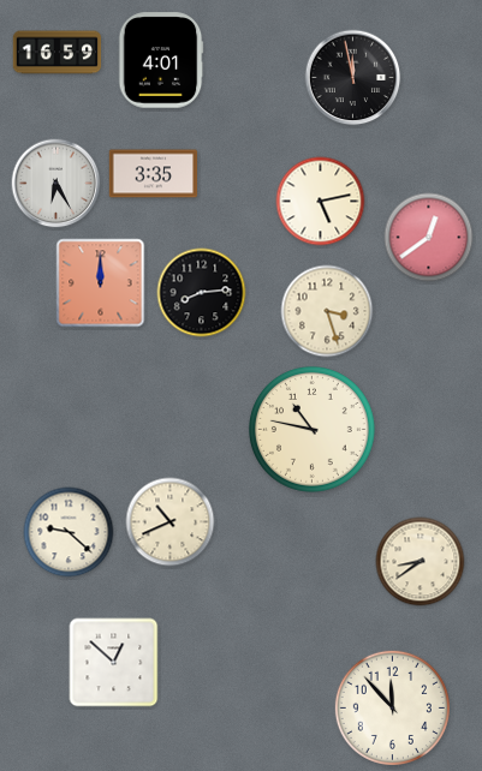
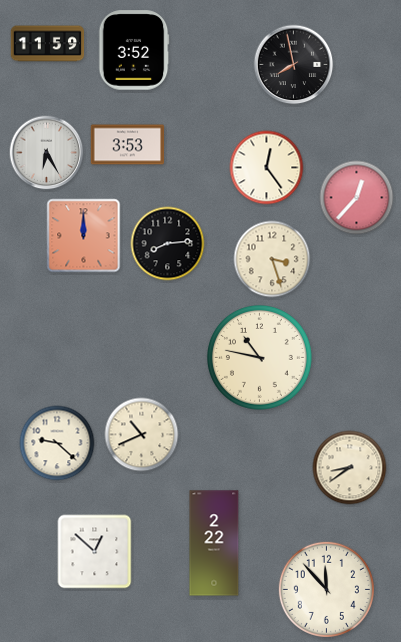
clock at (58, 53): 16:59 -> 11:59
clock at (161, 60): 4:01 -> 3:52
clock at (353, 78): 11:58 -> 7:58
clock at (154, 174): 3:35 -> 3:53
clock at (321, 202): 5:13 -> 12:24
clock at (429, 238): 12:39 -> 12:37
clock at (214, 543): none -> 2:22
